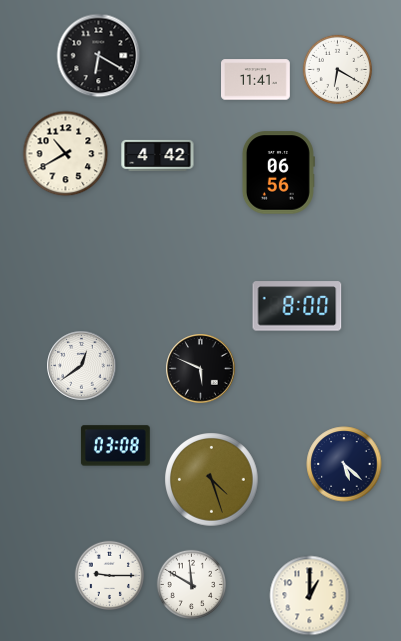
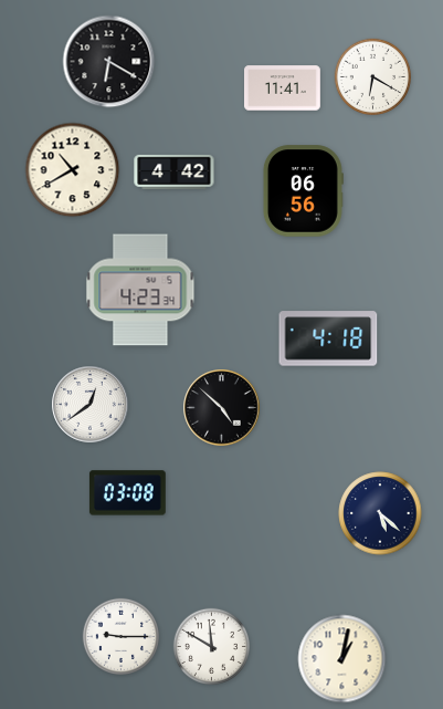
clock at (278, 173) position: (278, 173) -> (303, 191)
clock at (140, 290): none -> 4:23
clock at (297, 306): 8:00 -> 4:18
clock at (201, 369): 5:49 -> 4:52
clock at (212, 480): 4:27 -> none
clock at (310, 596): 1:00 -> 1:02
